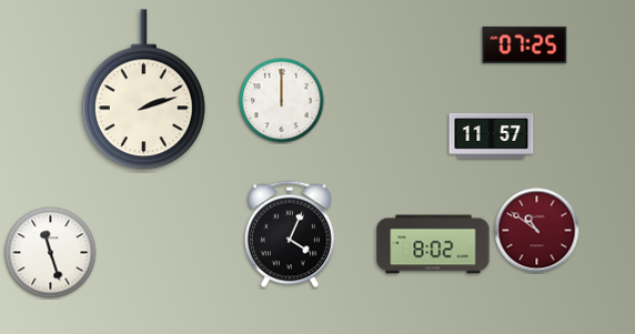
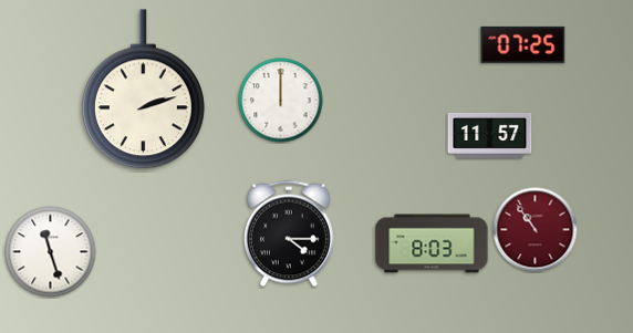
clock at (537, 231): 10:51 -> 10:54
clock at (290, 234): 4:04 -> 4:15
clock at (433, 244): 8:02 -> 8:03
